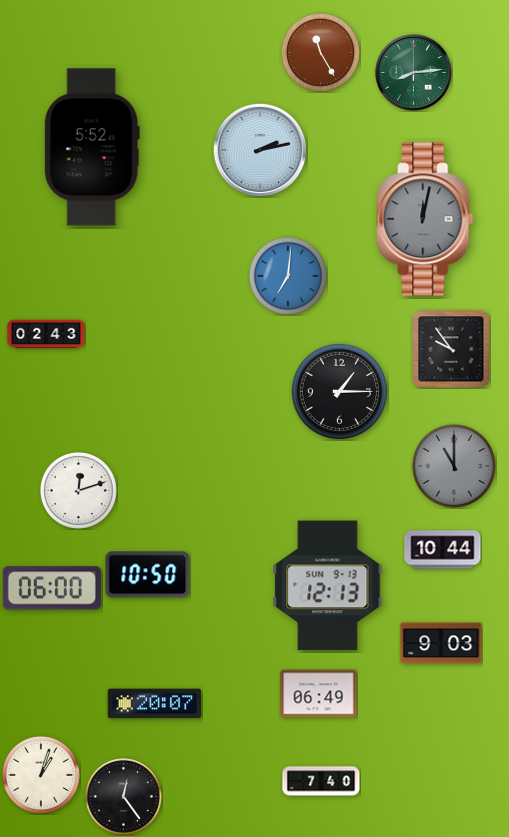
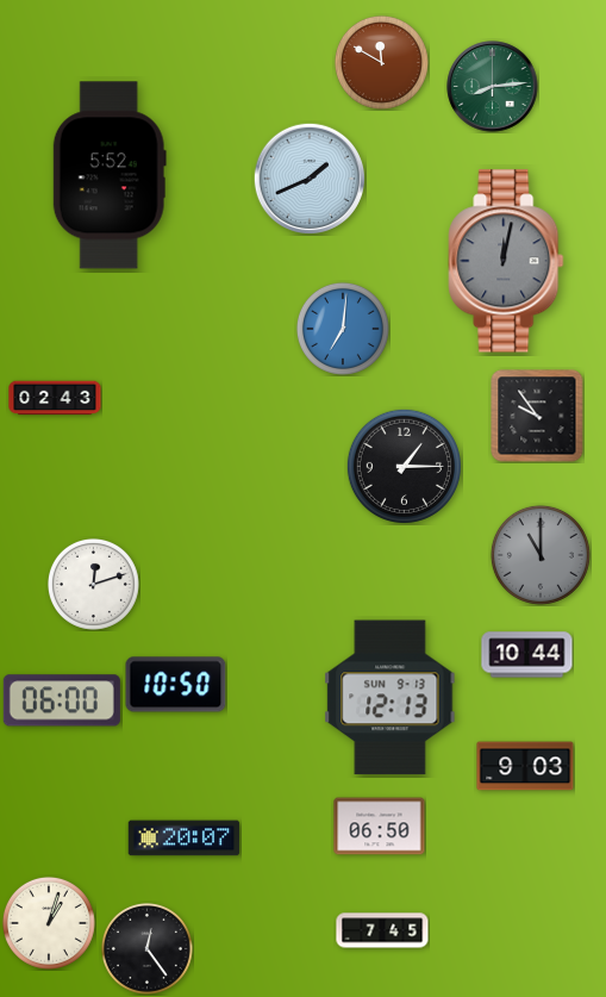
clock at (320, 52): 11:25 -> 11:50
clock at (259, 149): 2:13 -> 1:41
clock at (319, 694): 06:49 -> 06:50
clock at (321, 781): 7:40 -> 7:45
